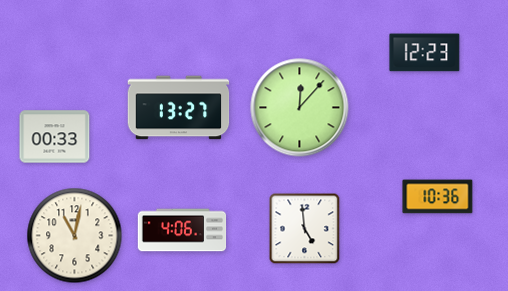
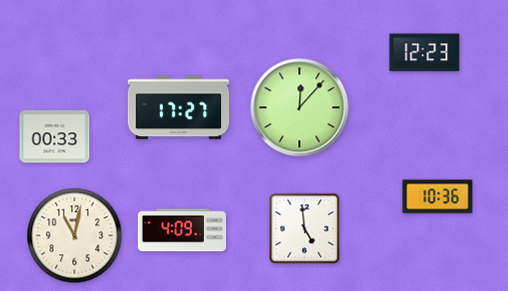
clock at (179, 108): 13:27 -> 17:27
clock at (182, 230): 4:06 -> 4:09
